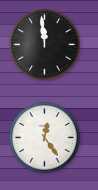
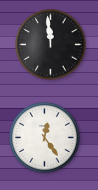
clock at (45, 45) position: (45, 45) -> (51, 45)
